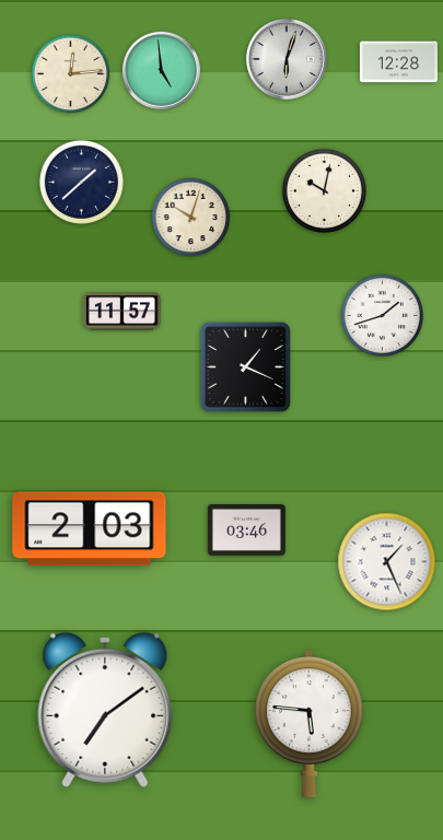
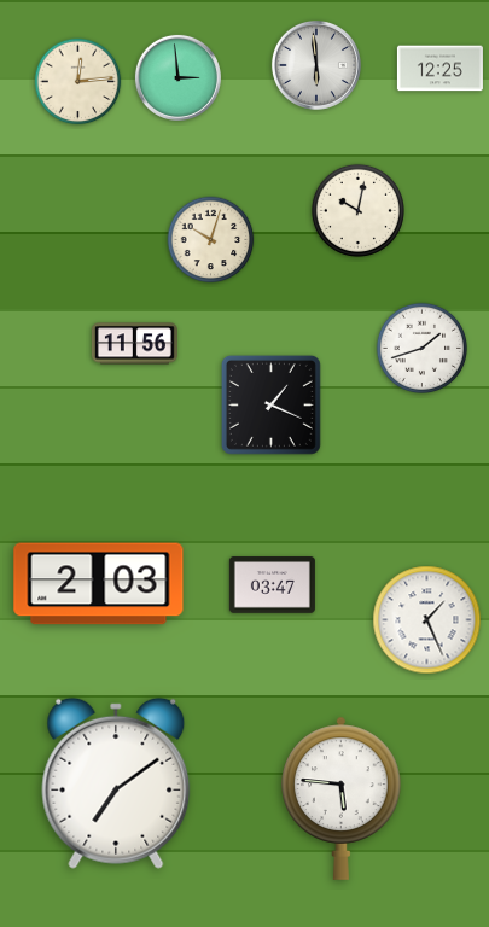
clock at (287, 59): 6:03 -> 5:59
clock at (398, 62): 12:28 -> 12:25
clock at (161, 70): 4:59 -> 2:59
clock at (81, 182): 1:38 -> none
clock at (121, 312): 11:57 -> 11:56
clock at (246, 530): 03:46 -> 03:47
